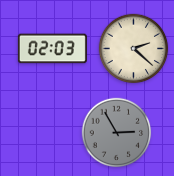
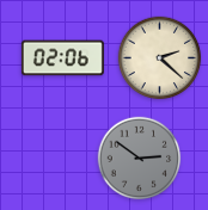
clock at (52, 49): 02:03 -> 02:06
clock at (117, 133): 2:55 -> 2:51
